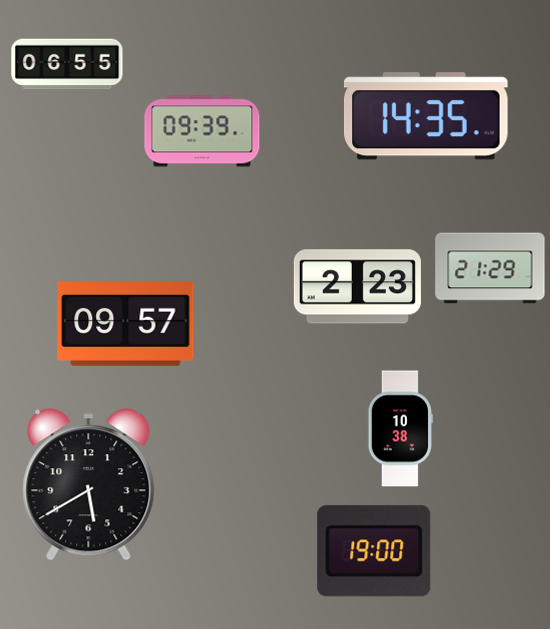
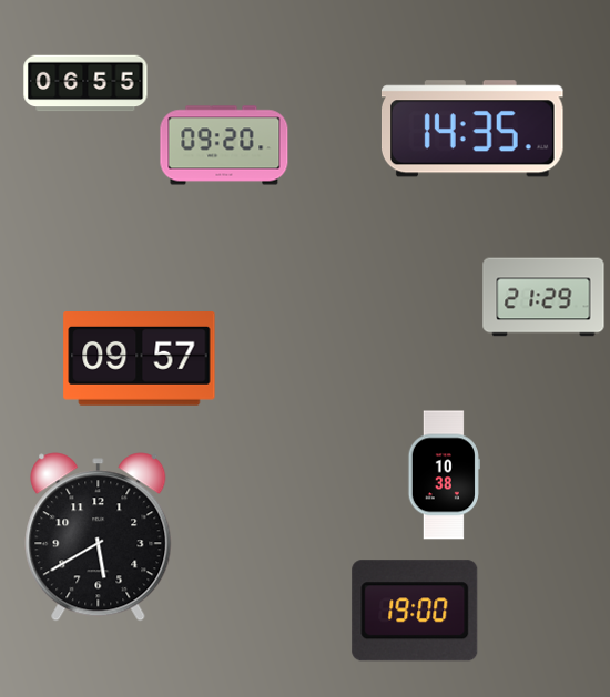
clock at (67, 64) position: (67, 64) -> (85, 83)
clock at (202, 131): 09:39 -> 09:20
clock at (357, 287): 2:23 -> none
